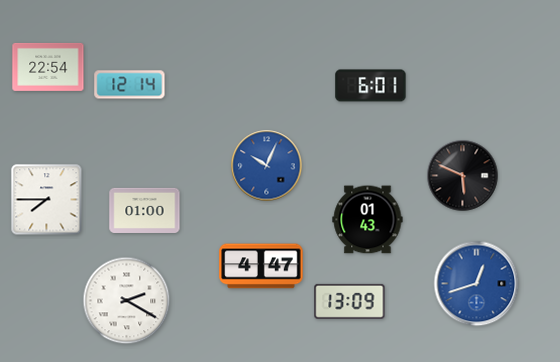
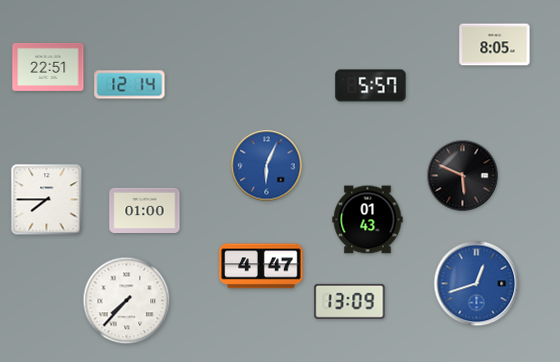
clock at (495, 45): none -> 8:05
clock at (48, 67): 22:54 -> 22:51
clock at (371, 86): 6:01 -> 5:57
clock at (267, 166): 10:04 -> 6:04
clock at (127, 301): 2:20 -> 7:37
